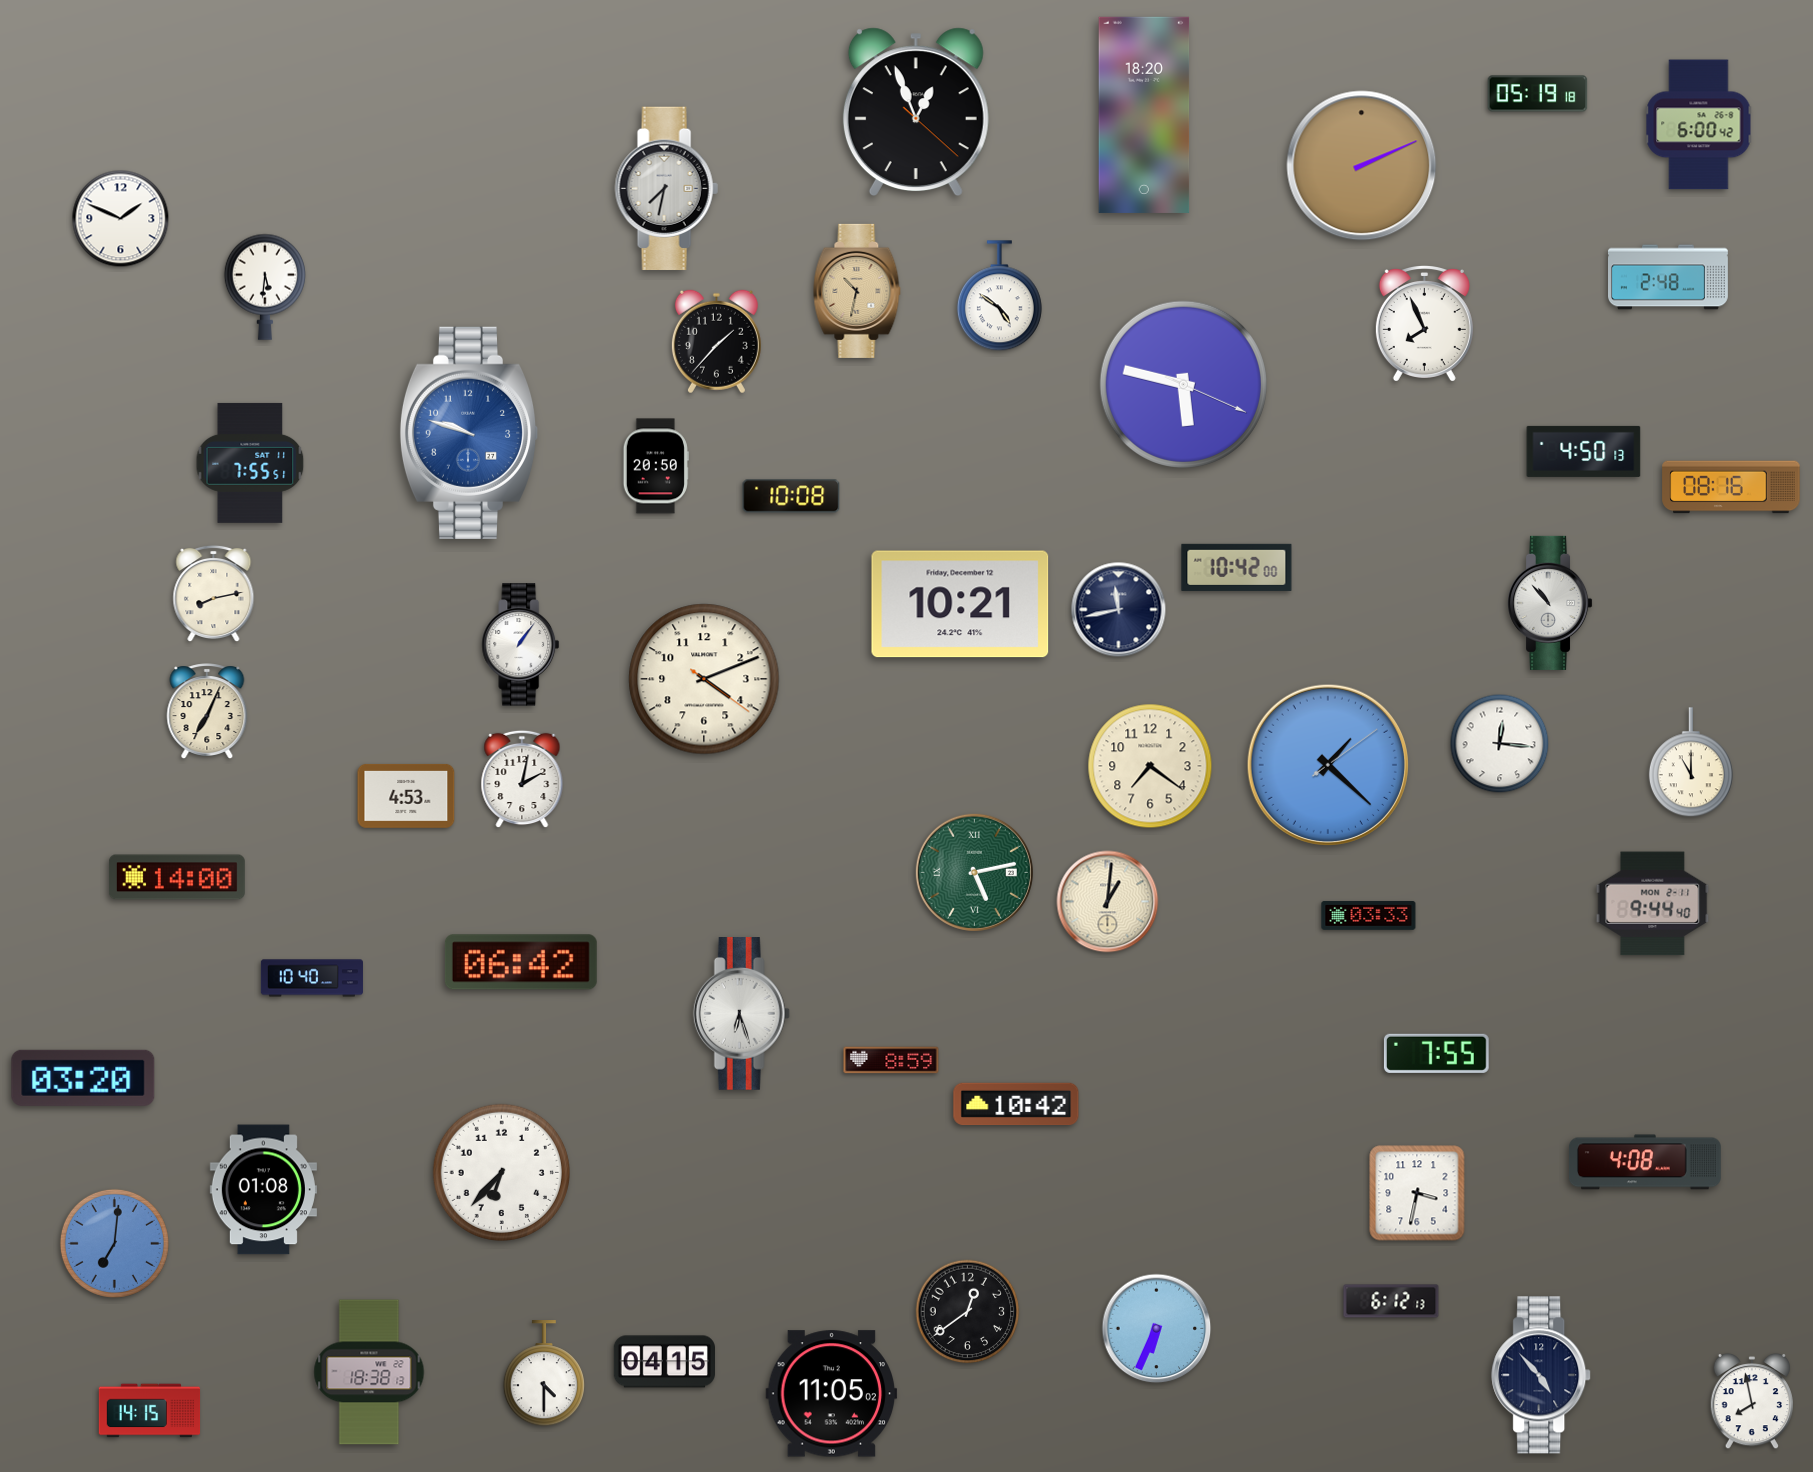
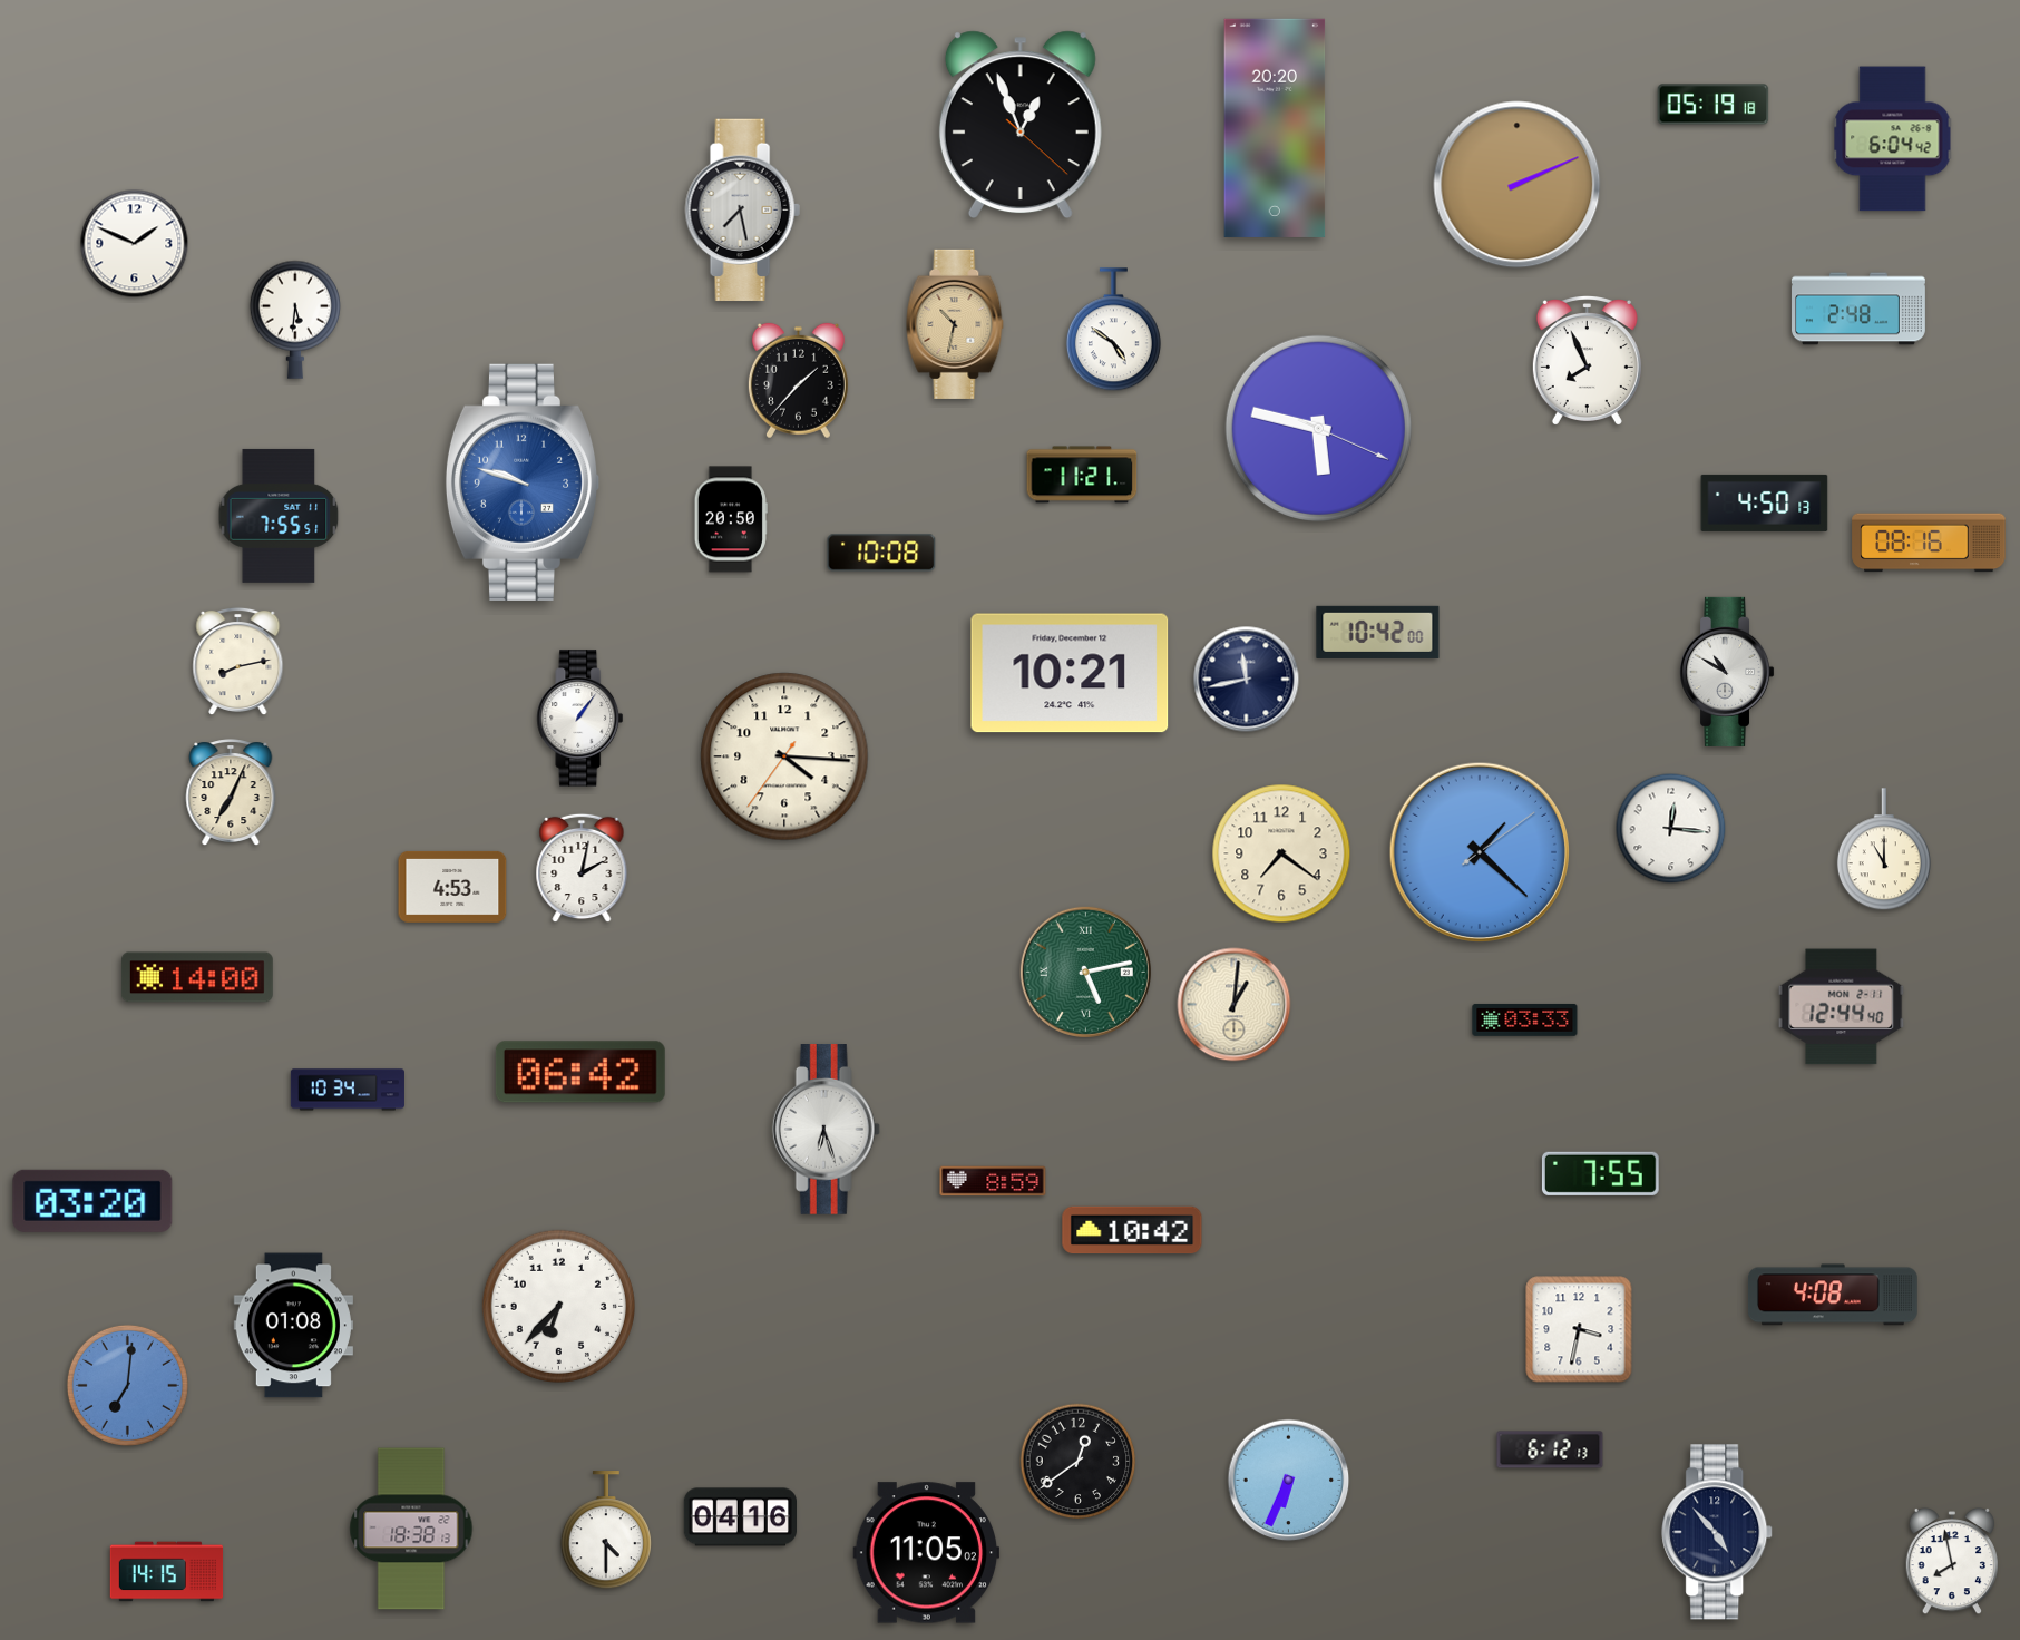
clock at (1144, 115): 18:20 -> 20:20
clock at (1699, 125): 6:00 -> 6:04
clock at (666, 189): 7:32 -> 7:28
clock at (1082, 475): none -> 11:21
clock at (1550, 603): 10:53 -> 10:50
clock at (704, 679): 4:11 -> 4:15
clock at (1653, 904): 9:44 -> 12:44
clock at (312, 978): 10:40 -> 10:34
clock at (664, 1362): 04:15 -> 04:16
